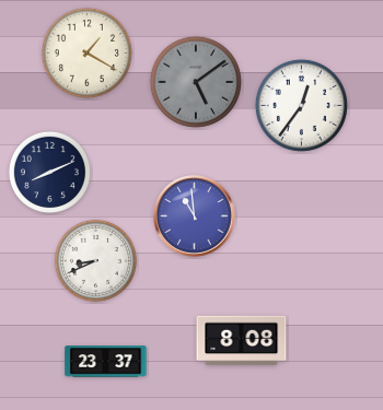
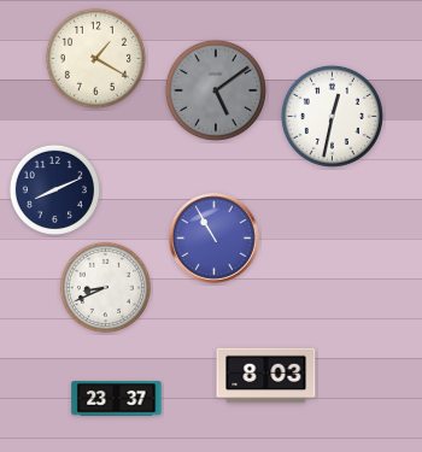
clock at (301, 105): 12:36 -> 12:32
clock at (195, 216): 10:59 -> 10:55
clock at (242, 341): 8:08 -> 8:03
